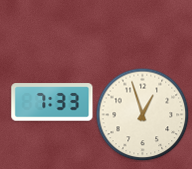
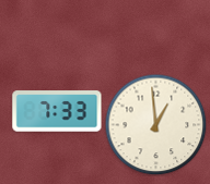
clock at (142, 114): 12:57 -> 12:59
